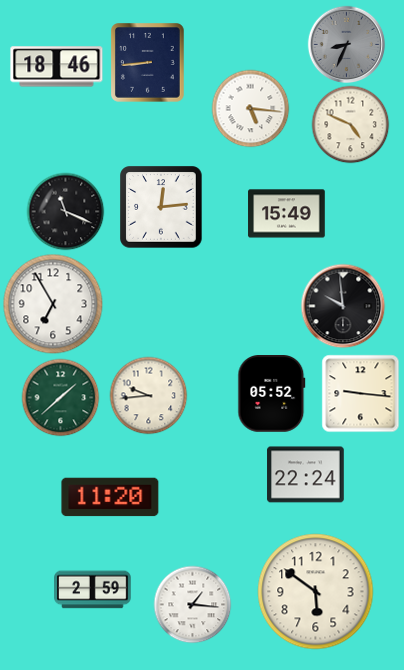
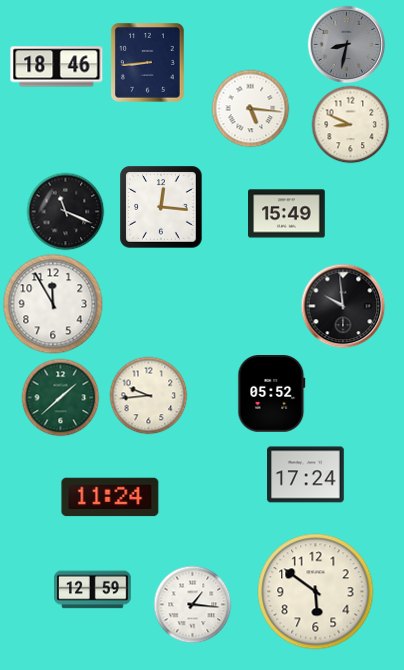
clock at (346, 44): 8:34 -> 8:32
clock at (350, 124): 4:49 -> 8:49
clock at (161, 207): 12:14 -> 12:16
clock at (53, 304): 6:55 -> 11:55
clock at (360, 393): 9:16 -> none
clock at (306, 475): 22:24 -> 17:24
clock at (110, 497): 11:20 -> 11:24
clock at (93, 590): 2:59 -> 12:59
